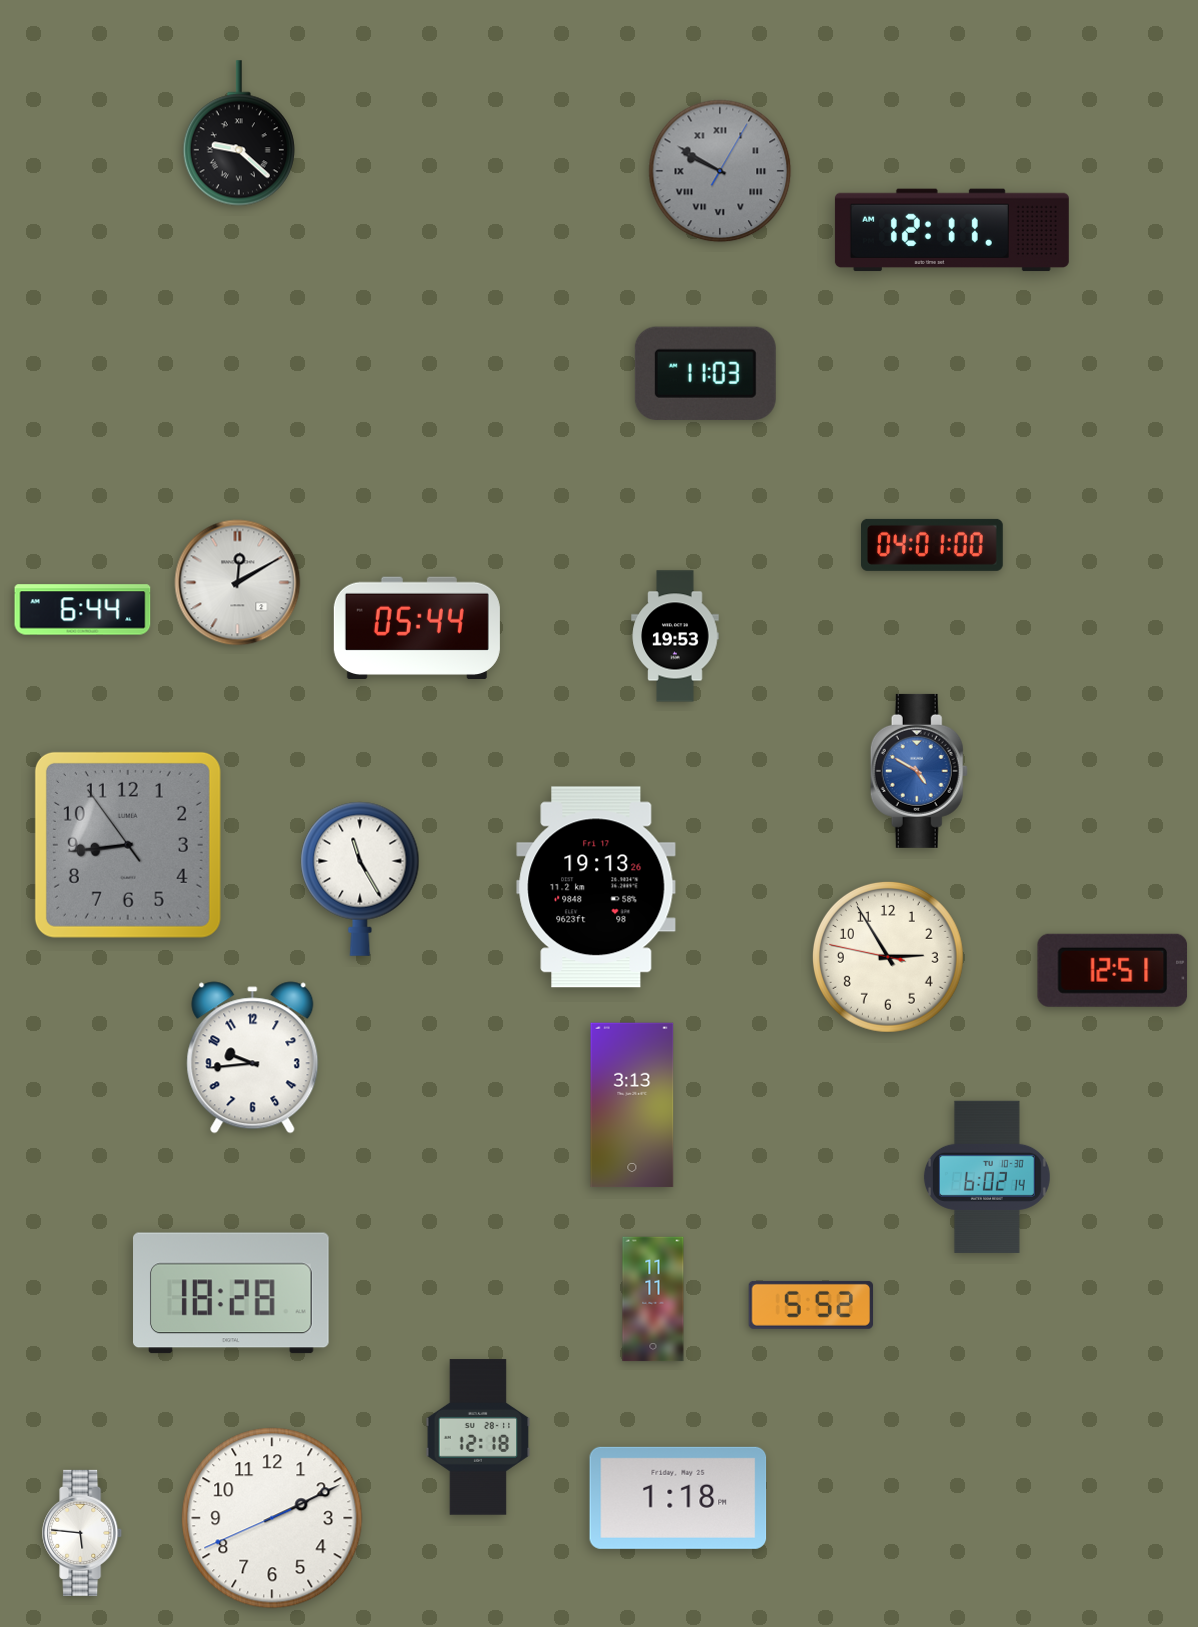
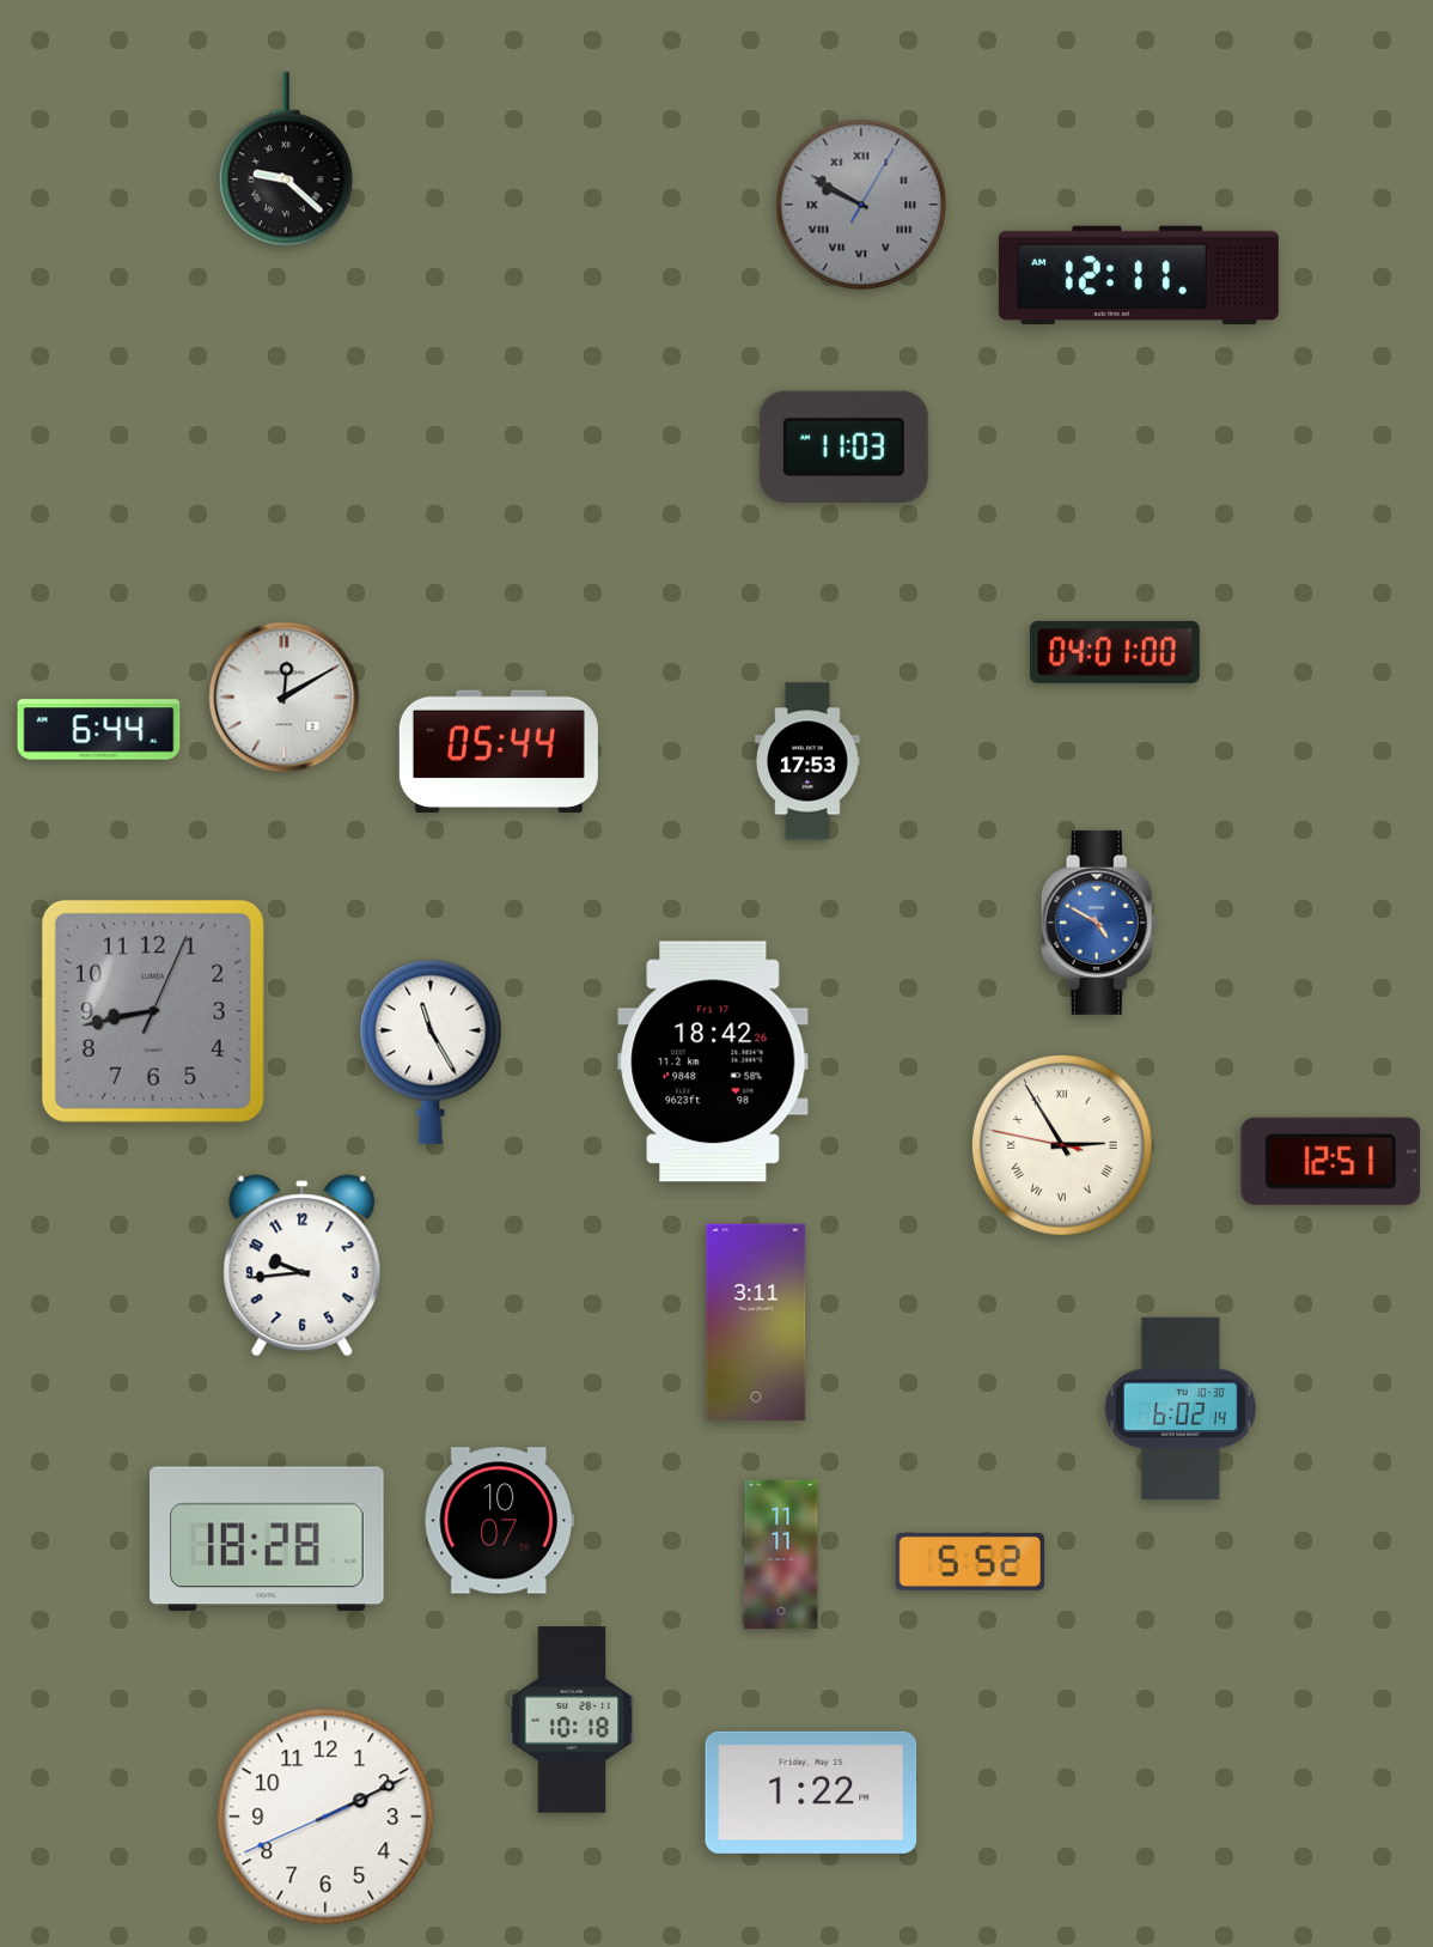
clock at (675, 636): 19:53 -> 17:53
clock at (128, 845): 8:43:54 -> 8:43:04
clock at (596, 887): 19:13 -> 18:42
clock at (888, 957) numerals: Arabic -> Roman
clock at (632, 1105): 3:13 -> 3:11
clock at (499, 1521): none -> 10:07
clock at (232, 1293) position: (232, 1293) -> (268, 1539)
clock at (478, 1437): 12:18 -> 10:18
clock at (678, 1498): 1:18 -> 1:22
clock at (83, 1533): 5:46 -> none
